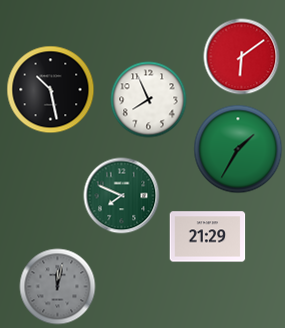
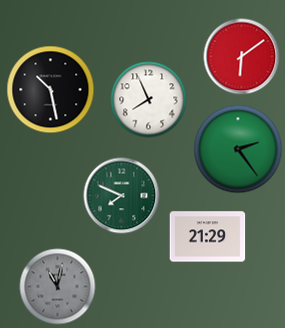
clock at (238, 149): 1:35 -> 2:24
clock at (58, 287): 12:02 -> 11:02
